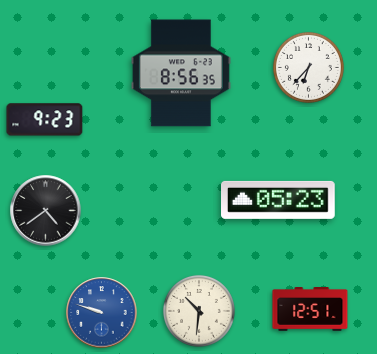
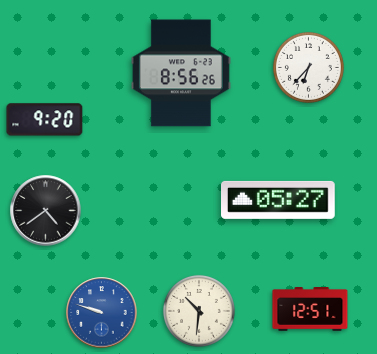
clock at (181, 73): 8:56:35 -> 8:56:26
clock at (45, 120): 9:23 -> 9:20
clock at (279, 200): 05:23 -> 05:27
